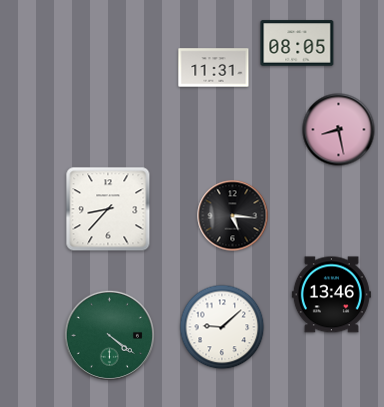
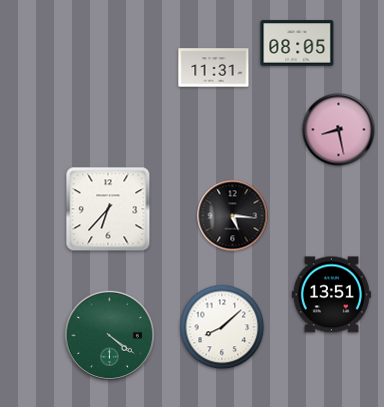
clock at (108, 209): 8:37 -> 6:37
clock at (331, 295): 13:46 -> 13:51
clock at (222, 327): 9:08 -> 8:08
